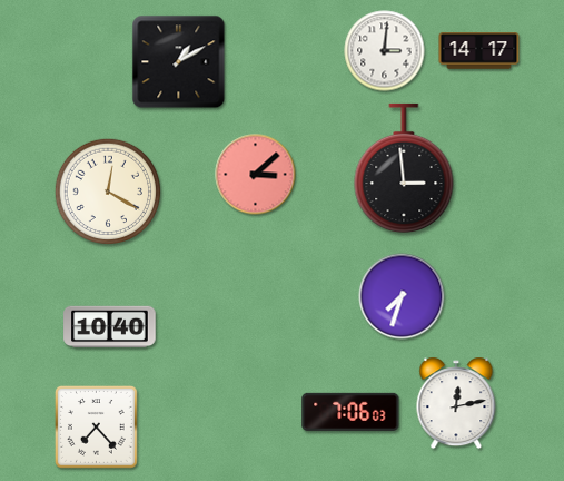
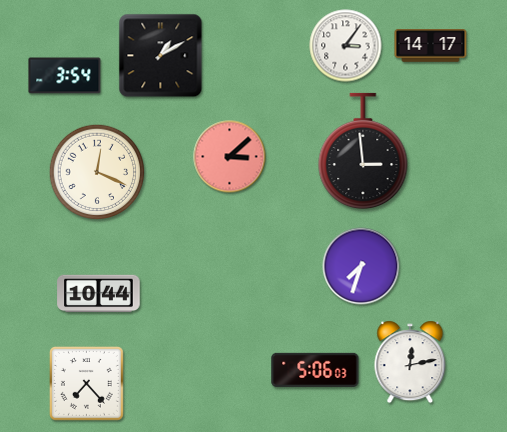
clock at (385, 51): 3:01 -> 3:06
clock at (65, 76): none -> 3:54
clock at (108, 192): 12:20 -> 12:19
clock at (110, 327): 10:40 -> 10:44
clock at (350, 412): 7:06 -> 5:06
